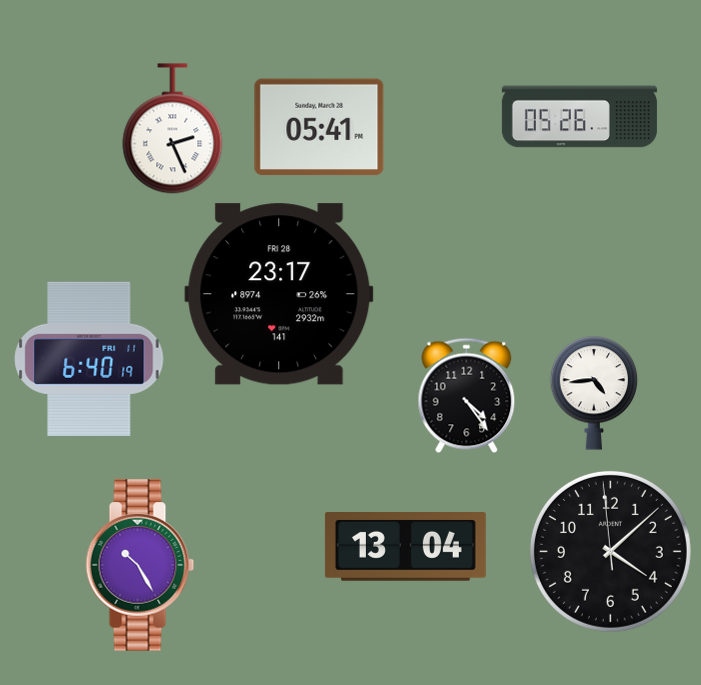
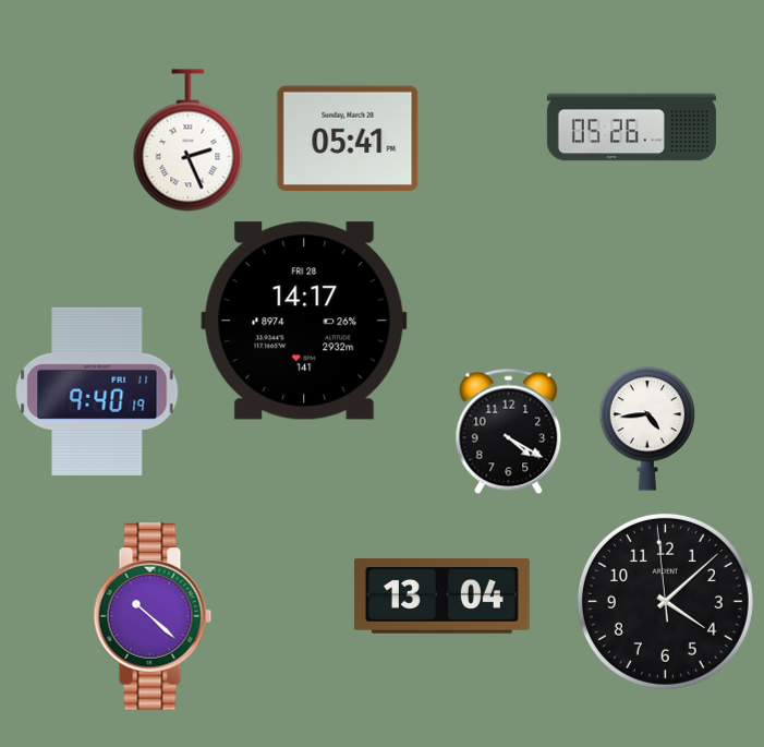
clock at (279, 294): 23:17 -> 14:17
clock at (89, 359): 6:40 -> 9:40
clock at (467, 395): 4:24 -> 4:20
clock at (140, 565): 10:25 -> 10:22
